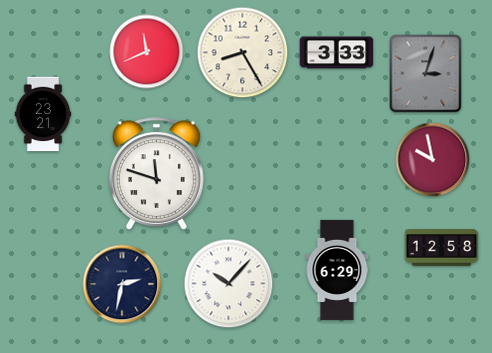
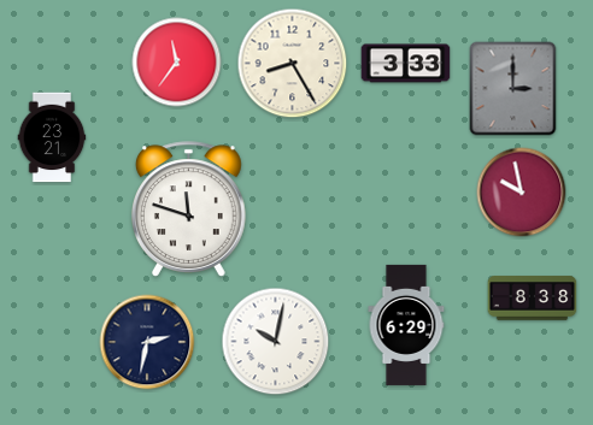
clock at (147, 52): 11:41 -> 11:36
clock at (426, 74): 3:03 -> 3:00
clock at (442, 248): 12:58 -> 8:38
clock at (229, 284): 10:07 -> 10:02
